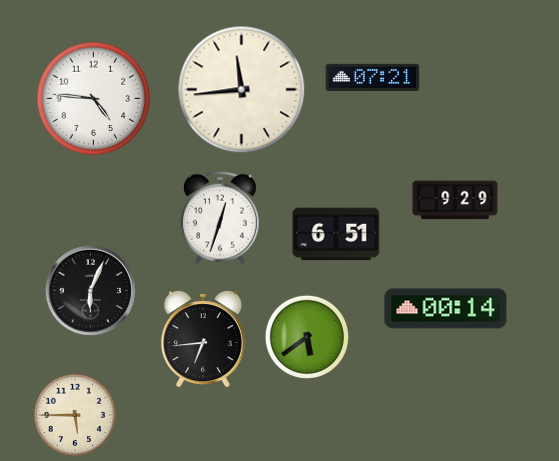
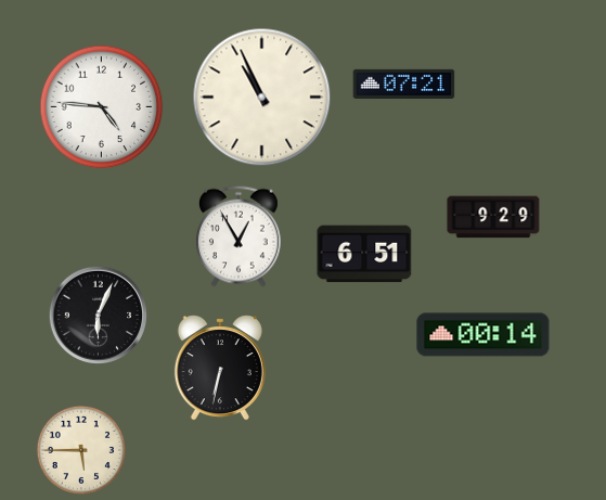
clock at (242, 90): 11:44 -> 10:56
clock at (220, 218): 12:33 -> 12:55
clock at (307, 337): 5:39 -> none
clock at (203, 339): 6:44 -> 6:32
